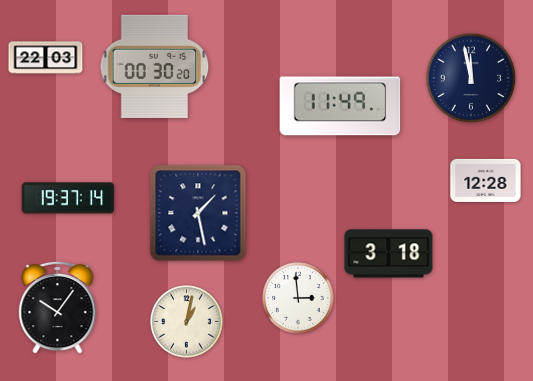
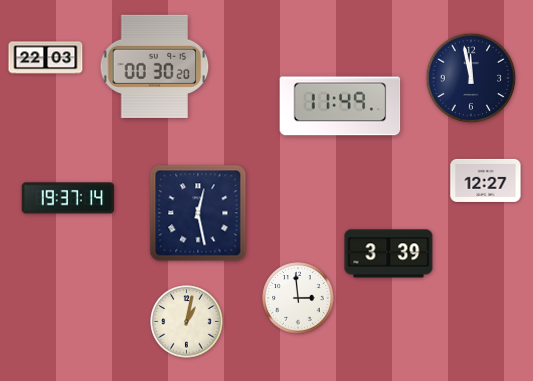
clock at (486, 180): 12:28 -> 12:27
clock at (198, 213): 1:28 -> 12:28
clock at (389, 254): 3:18 -> 3:39
clock at (58, 307): 10:06 -> none
